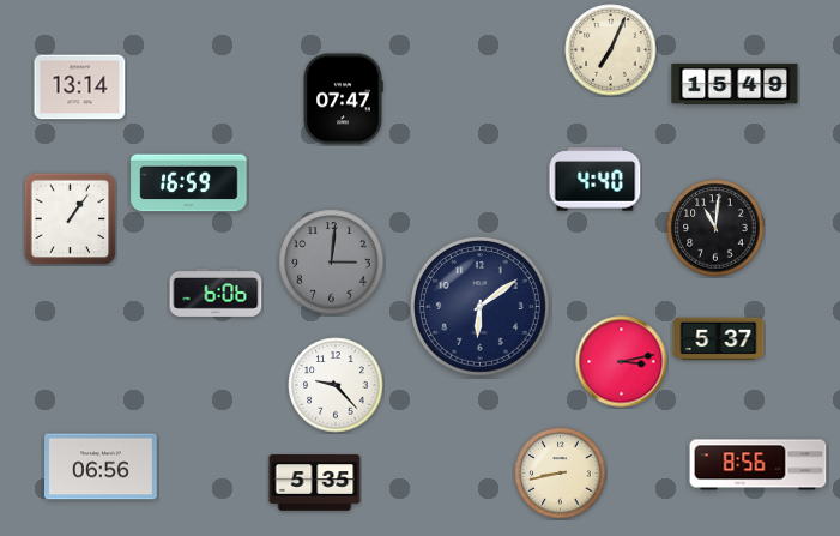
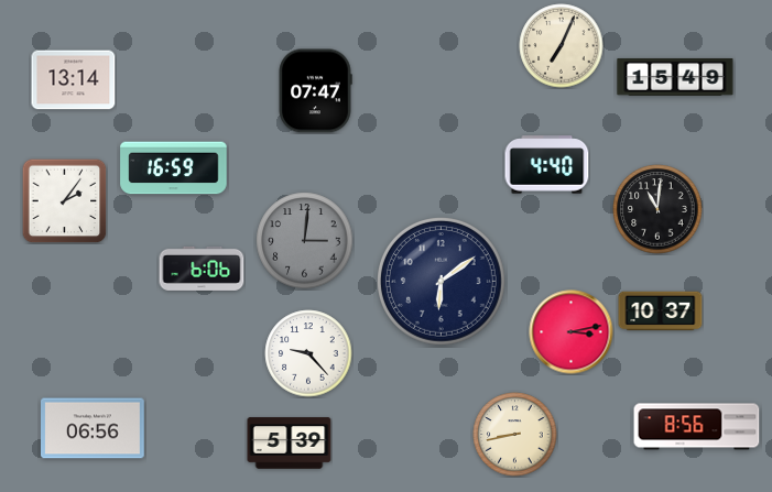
clock at (70, 218): 1:06 -> 2:06
clock at (216, 293) position: (216, 293) -> (202, 269)
clock at (719, 339): 5:37 -> 10:37
clock at (315, 483): 5:35 -> 5:39
